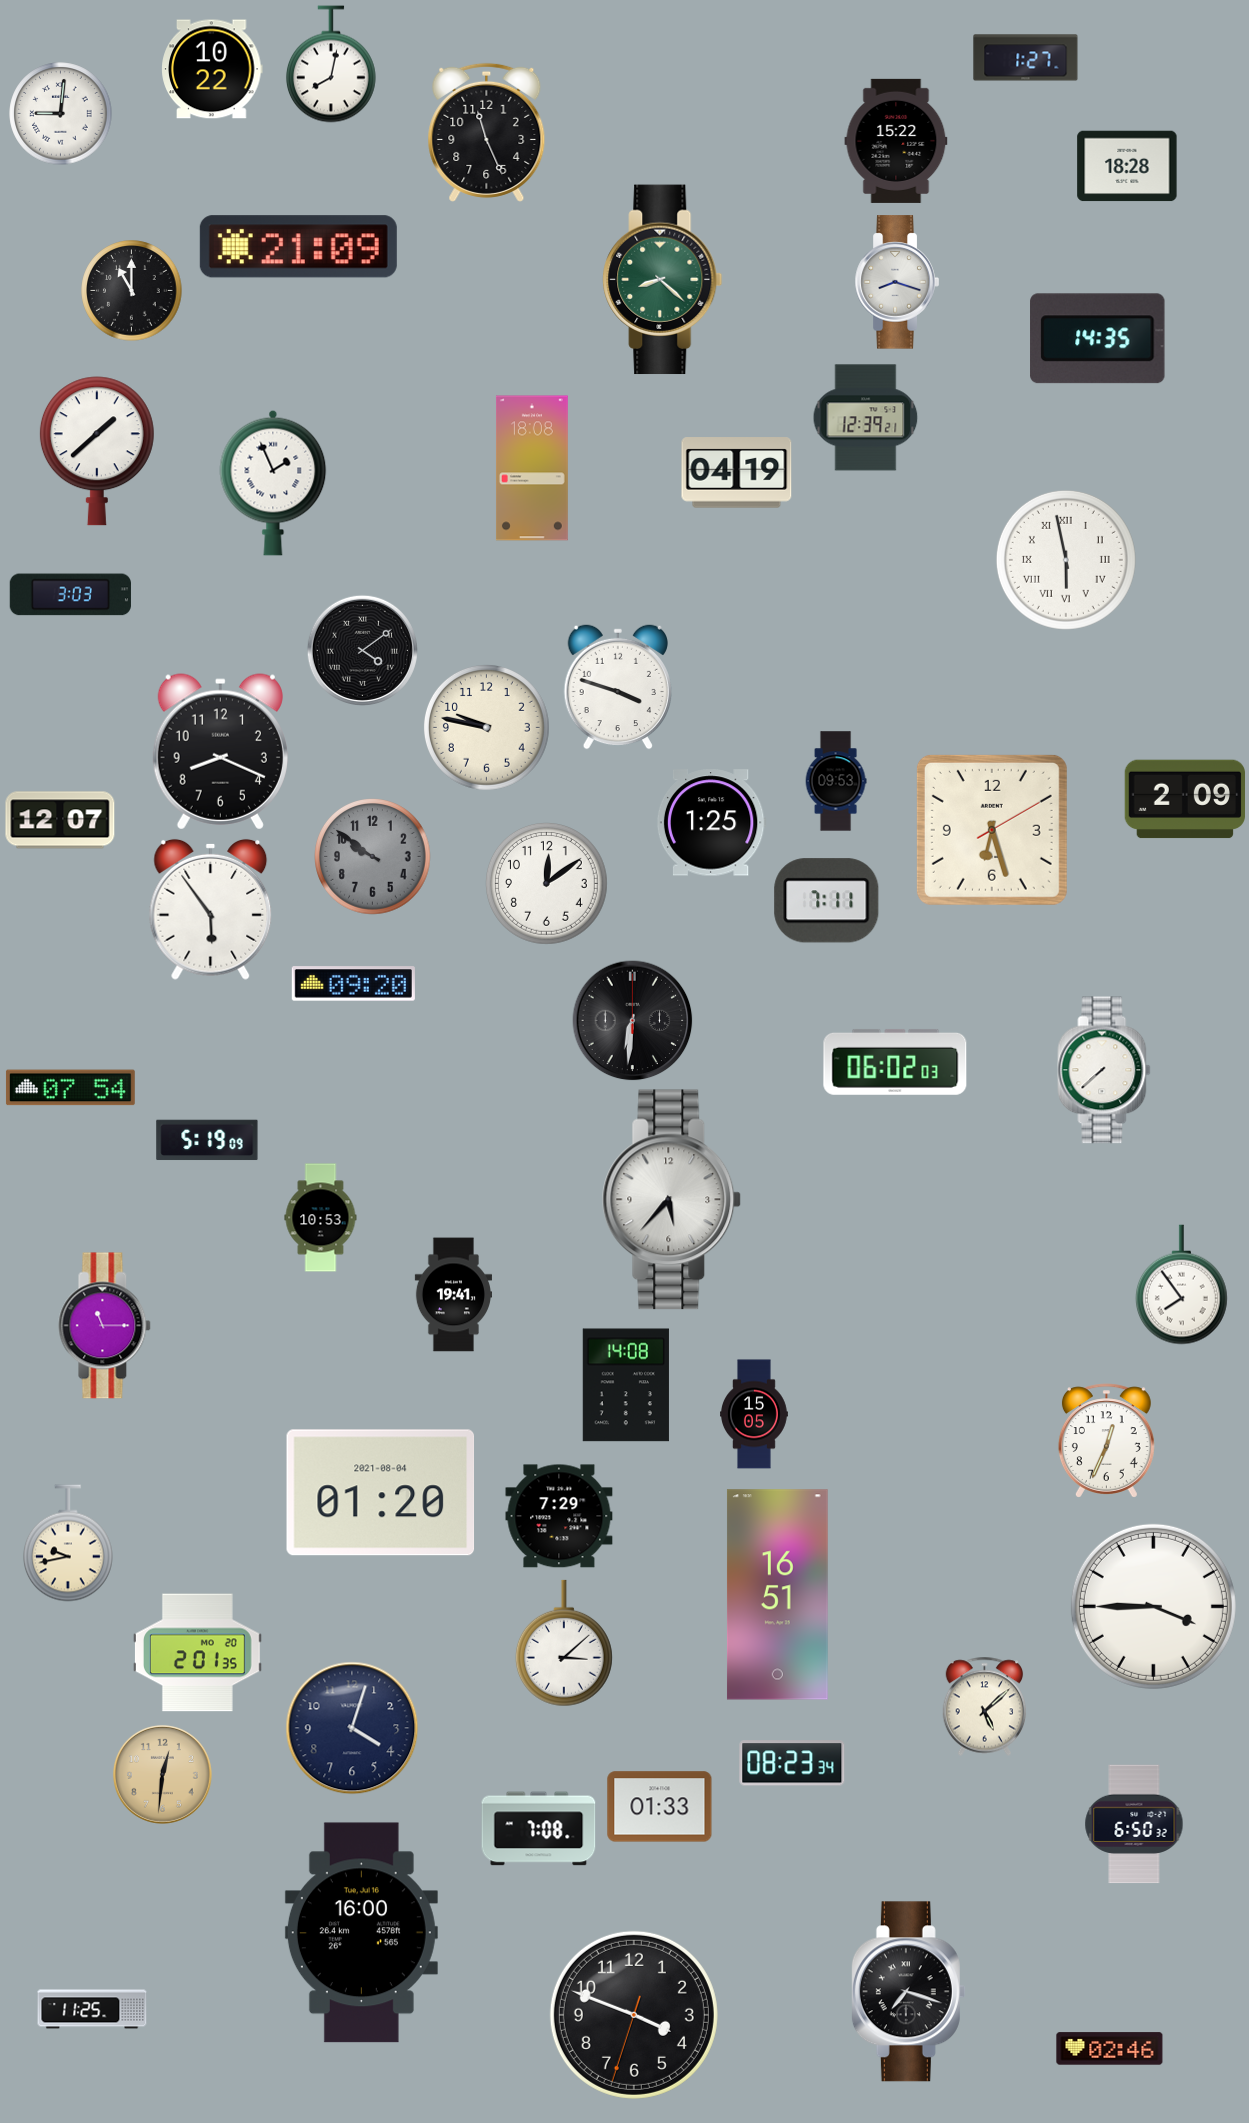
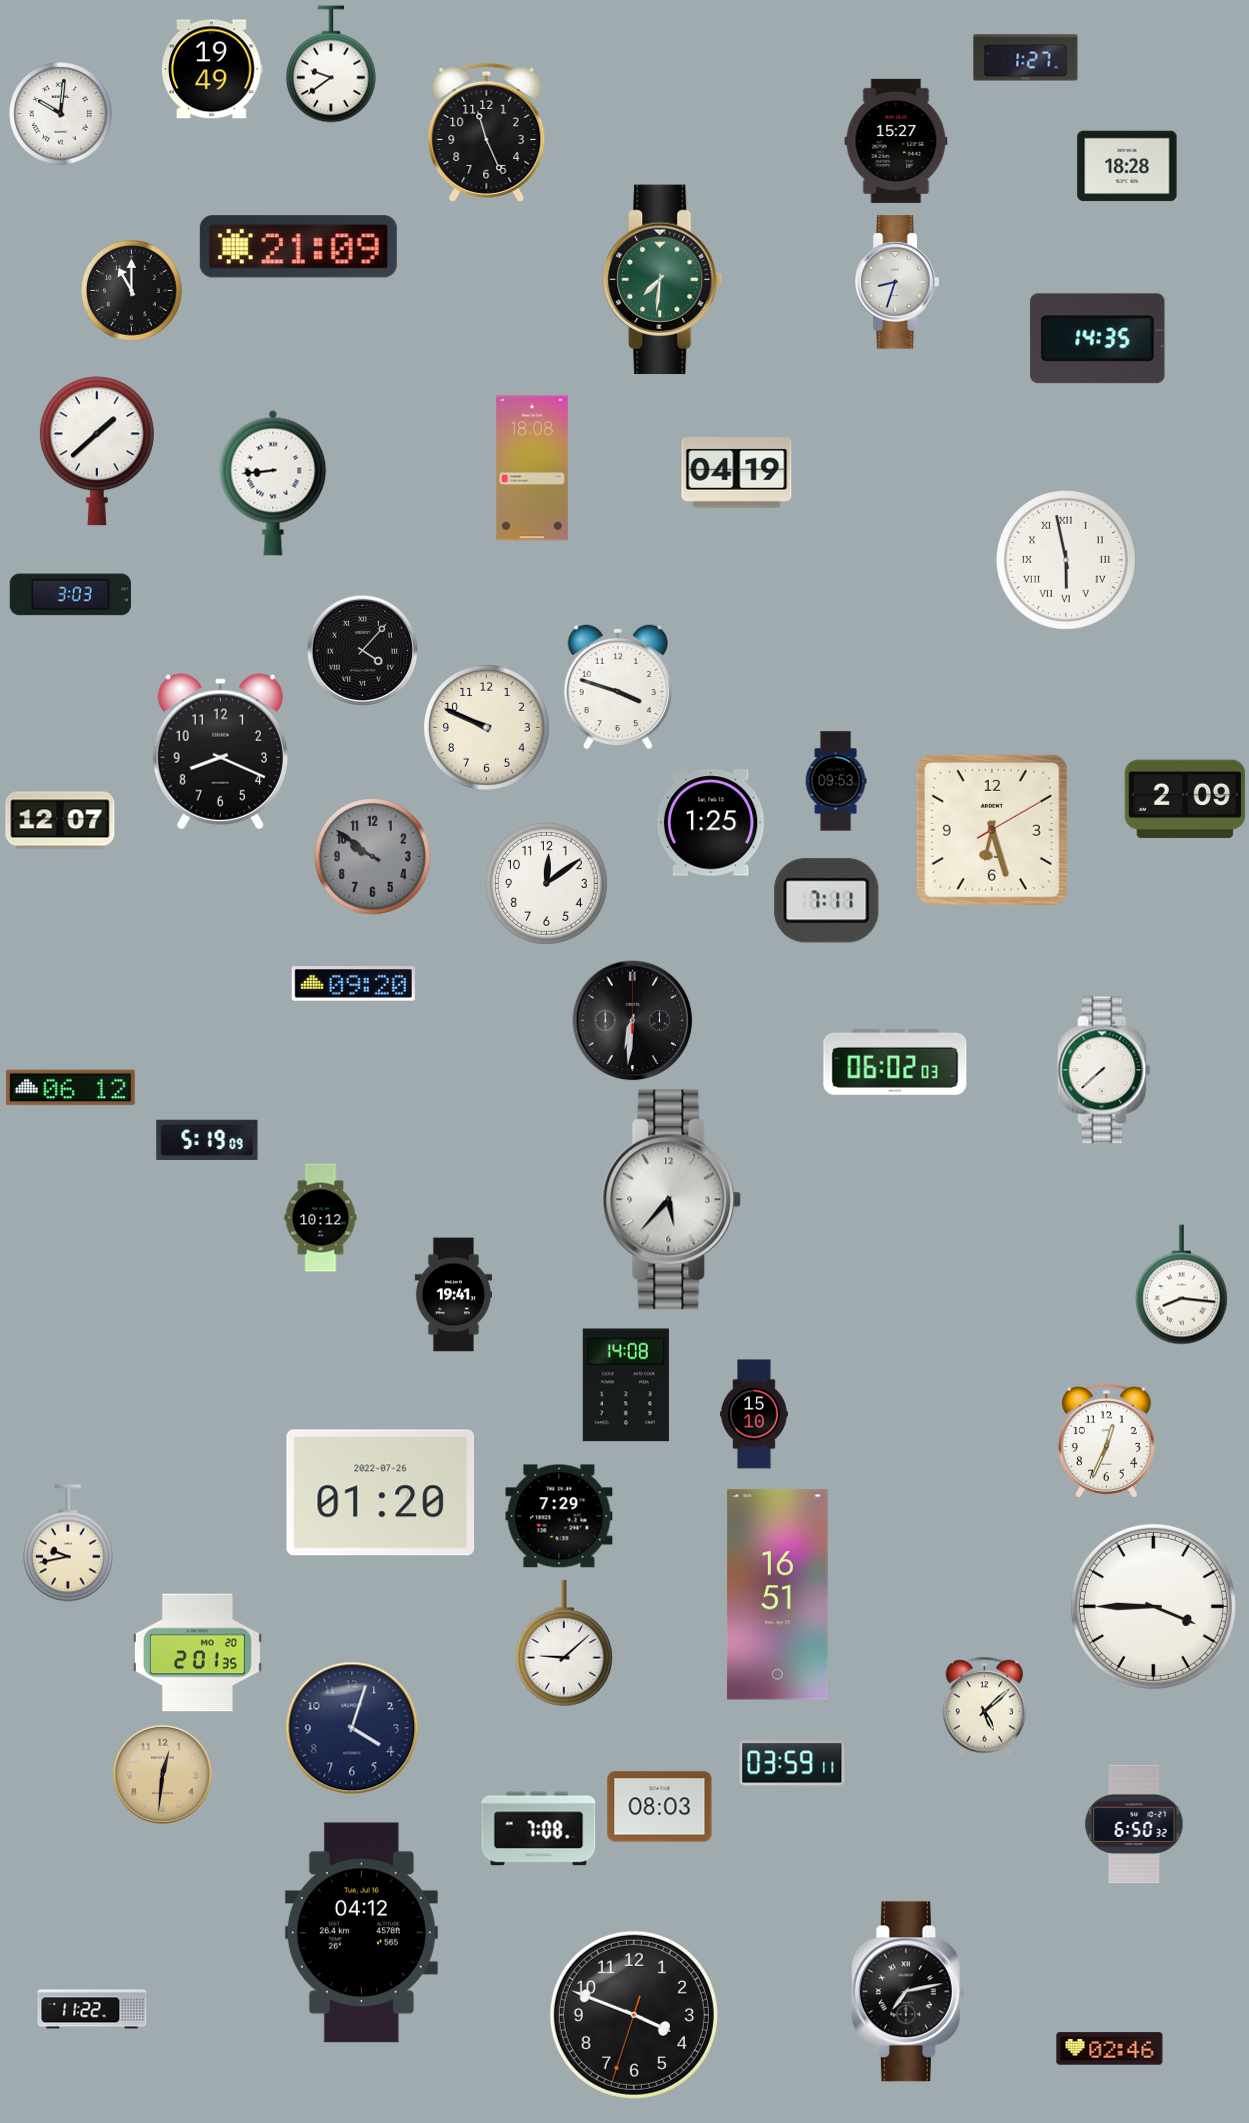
clock at (331, 64): 8:02 -> 9:39
clock at (212, 69): 10:22 -> 19:49
clock at (61, 114): 9:01 -> 10:01
clock at (896, 141): 15:22 -> 15:27
clock at (663, 280): 8:22 -> 7:31
clock at (897, 282): 8:18 -> 8:33
clock at (866, 418): 12:39 -> none
clock at (273, 483): 1:56 -> 8:44
clock at (362, 650): 4:09 -> 4:07
clock at (486, 727): 9:47 -> 9:49
clock at (211, 909): 5:54 -> none
clock at (70, 1088): 07:54 -> 06:12
clock at (321, 1218): 10:53 -> 10:12
clock at (1181, 1285): 7:54 -> 8:16
clock at (105, 1326): 11:15 -> none
clock at (755, 1414): 15:05 -> 15:10
clock at (381, 1493) date: 2021-08-04 -> 2022-07-26
clock at (564, 1643): 3:08 -> 9:08
clock at (792, 1763): 08:23 -> 03:59
clock at (660, 1807): 01:33 -> 08:03
clock at (361, 1933): 16:00 -> 04:12
clock at (908, 1992): 7:18 -> 7:13
clock at (92, 2009): 11:25 -> 11:22
